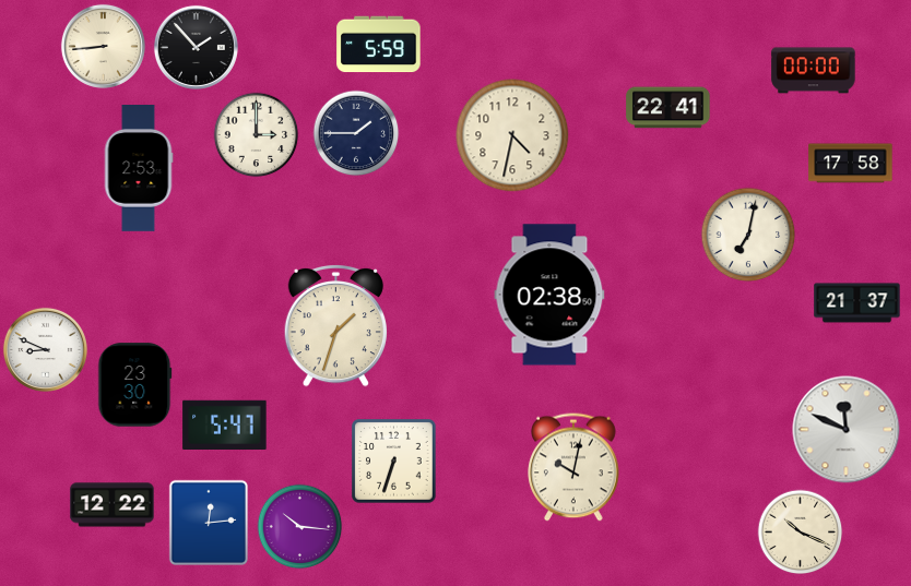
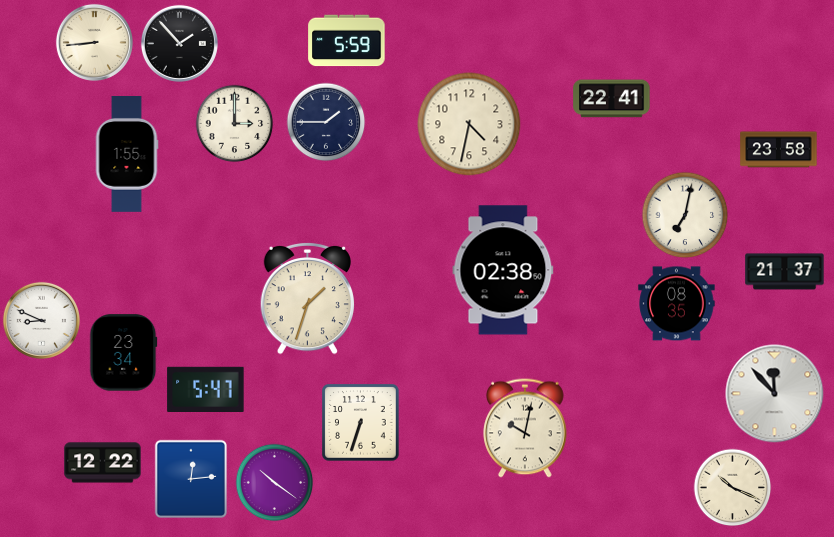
clock at (814, 71): 00:00 -> none
clock at (851, 164): 17:58 -> 23:58
clock at (139, 169): 2:53 -> 1:55
clock at (857, 303) position: (857, 303) -> (785, 272)
clock at (677, 304): none -> 08:35
clock at (135, 385): 23:30 -> 23:34
clock at (847, 430): 11:49 -> 11:53
clock at (299, 526): 10:16 -> 10:21
